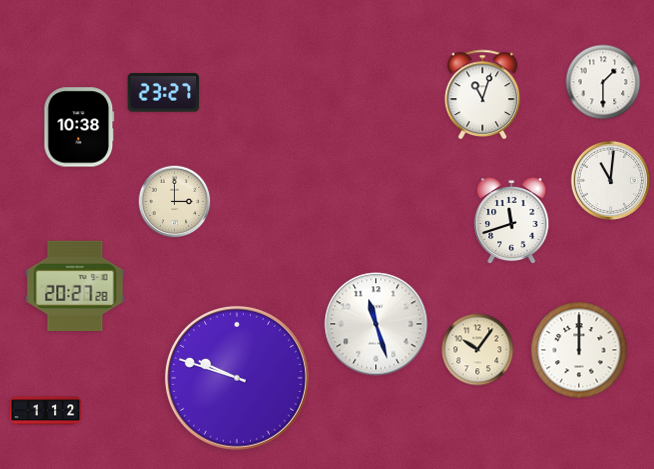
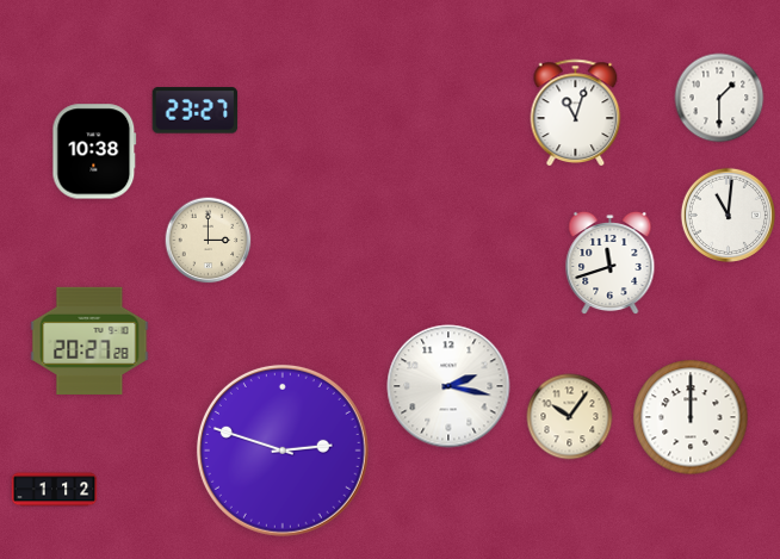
clock at (376, 324): 11:27 -> 2:17
clock at (237, 378): 9:48 -> 2:48
